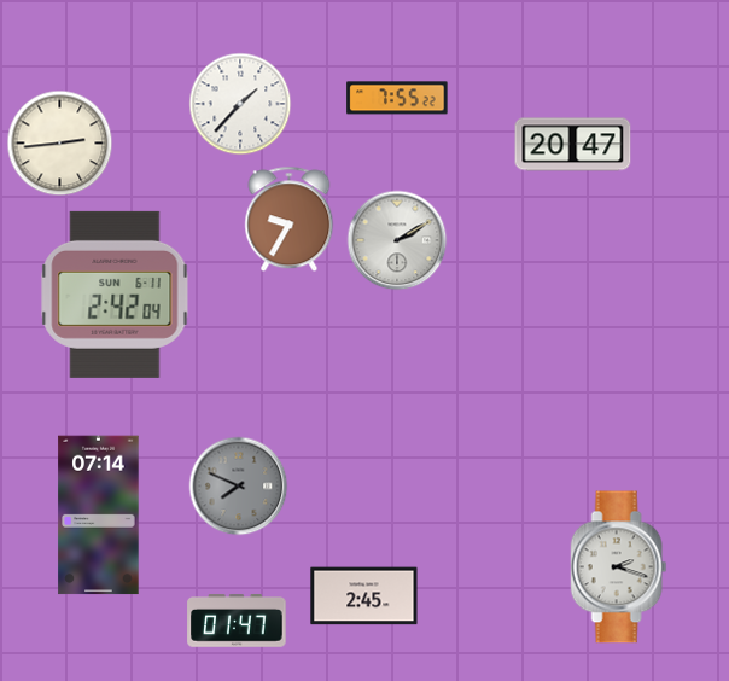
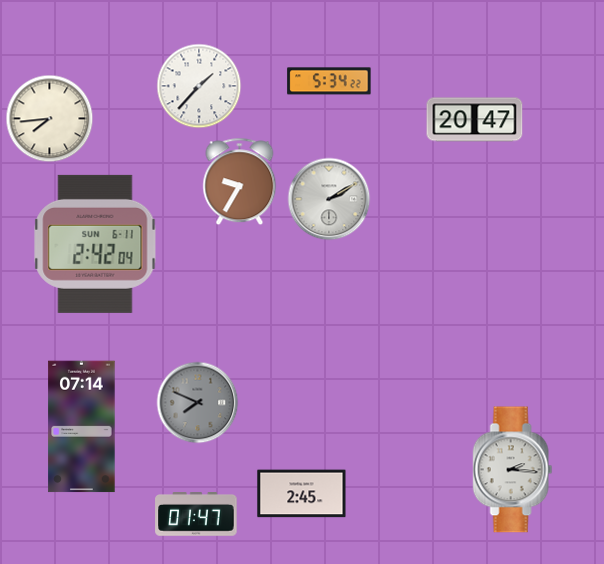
clock at (397, 98): 7:55 -> 5:34
clock at (60, 144): 2:44 -> 7:44
clock at (619, 567): 2:18 -> 2:16
